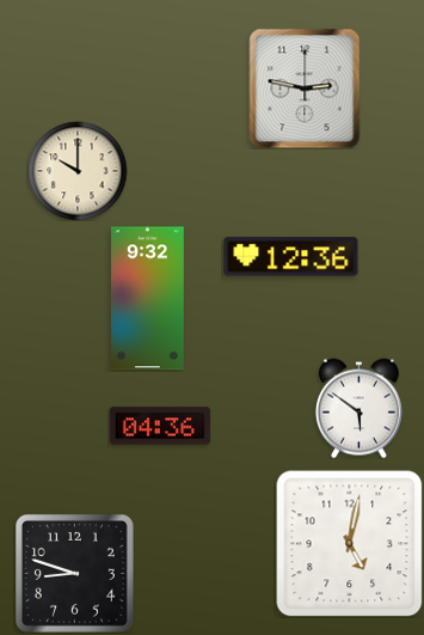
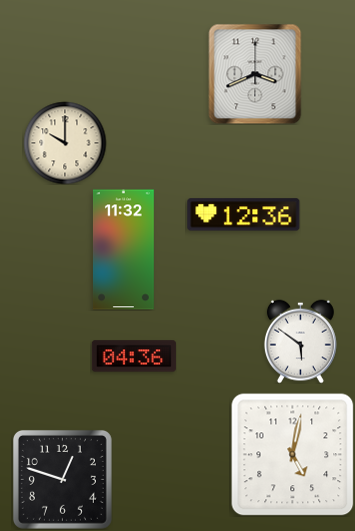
clock at (305, 88): 2:47 -> 3:41
clock at (147, 299): 9:32 -> 11:32
clock at (74, 573): 8:48 -> 12:48
